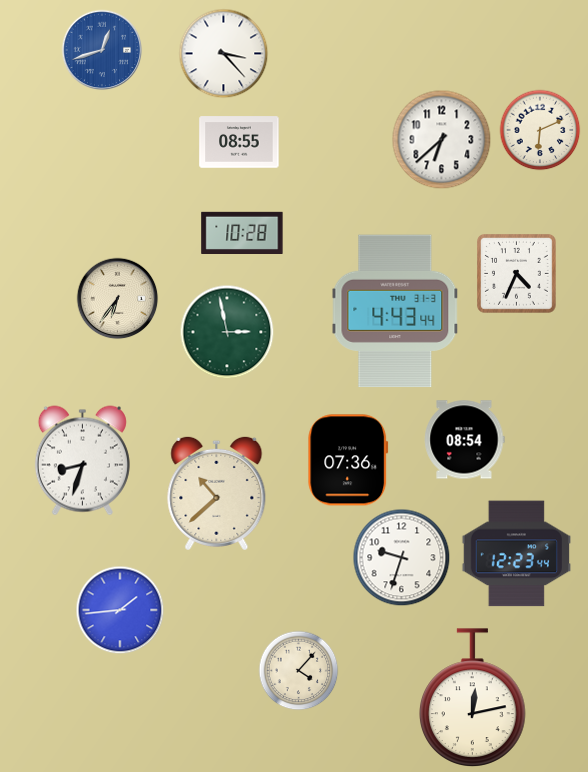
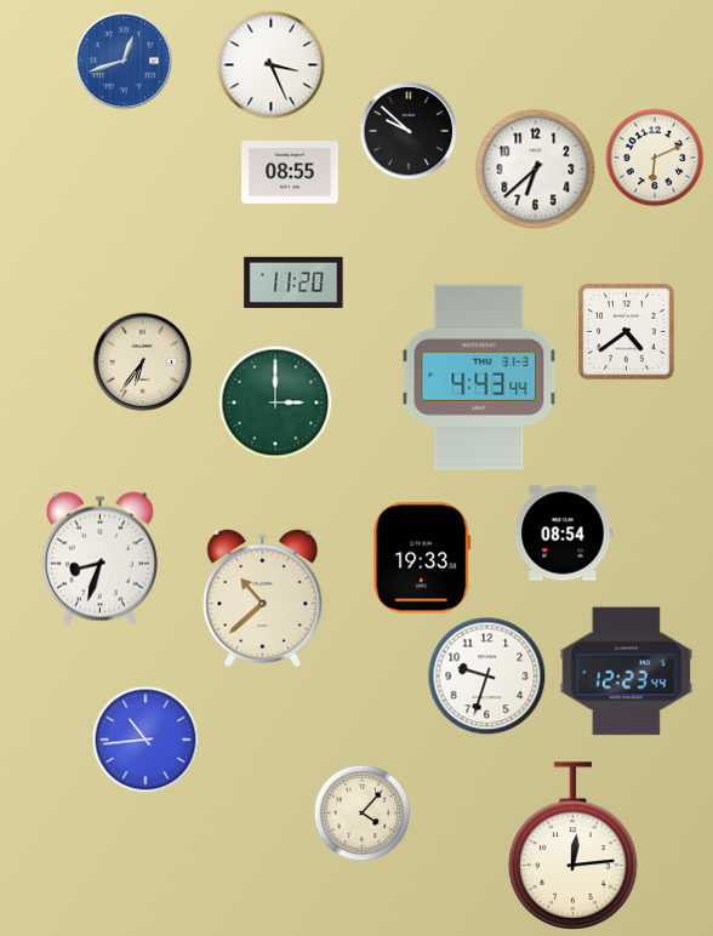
clock at (223, 53): 3:23 -> 3:26
clock at (409, 131): none -> 9:52
clock at (242, 232): 10:28 -> 11:20
clock at (517, 274): 4:34 -> 4:39
clock at (227, 332): 2:58 -> 3:00
clock at (348, 460): 07:36 -> 19:33
clock at (120, 610): 1:44 -> 10:44
clock at (473, 698): 12:13 -> 12:14
